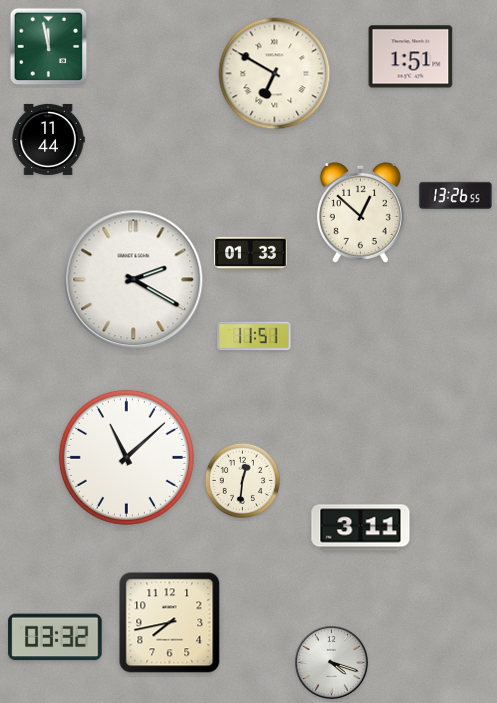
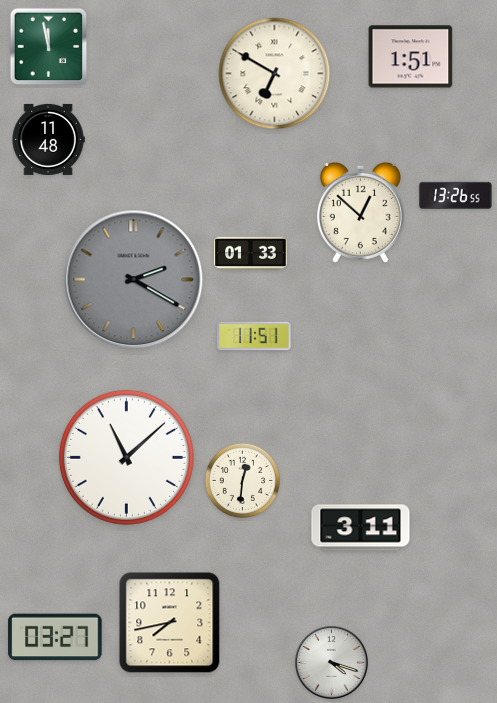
clock at (48, 139): 11:44 -> 11:48
clock at (134, 280) dial: white -> grey
clock at (55, 637): 03:32 -> 03:27
